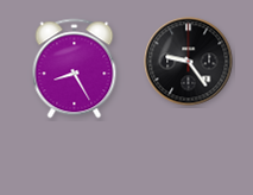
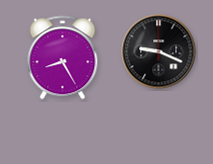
clock at (189, 62): 9:24 -> 9:19
